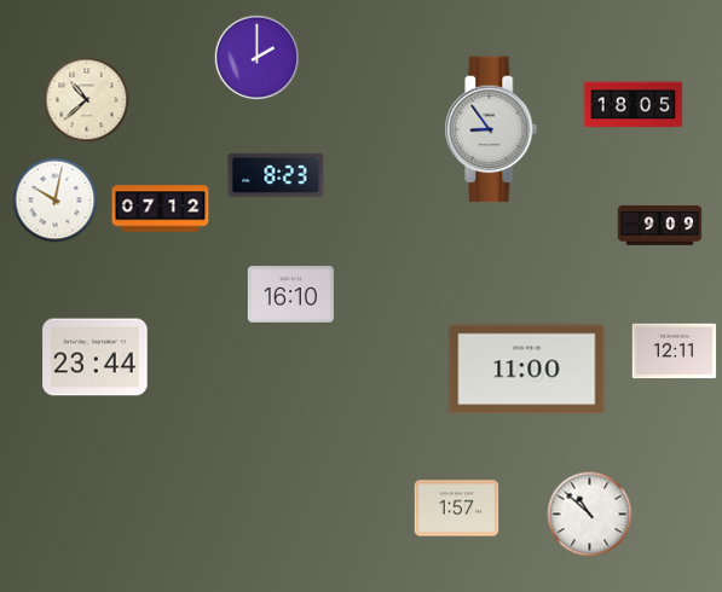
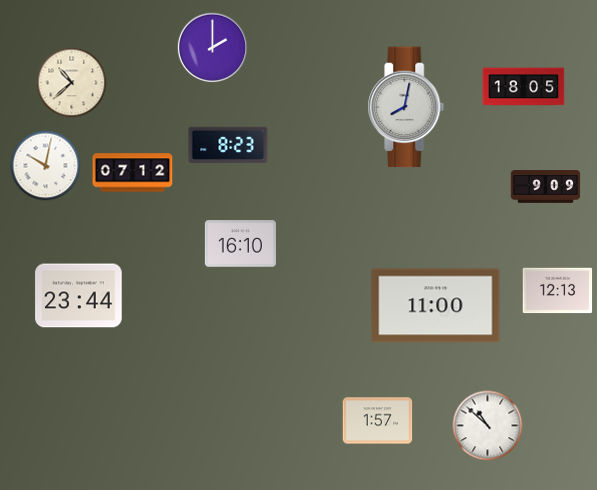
clock at (491, 129): 8:54 -> 8:02
clock at (675, 352): 12:11 -> 12:13
